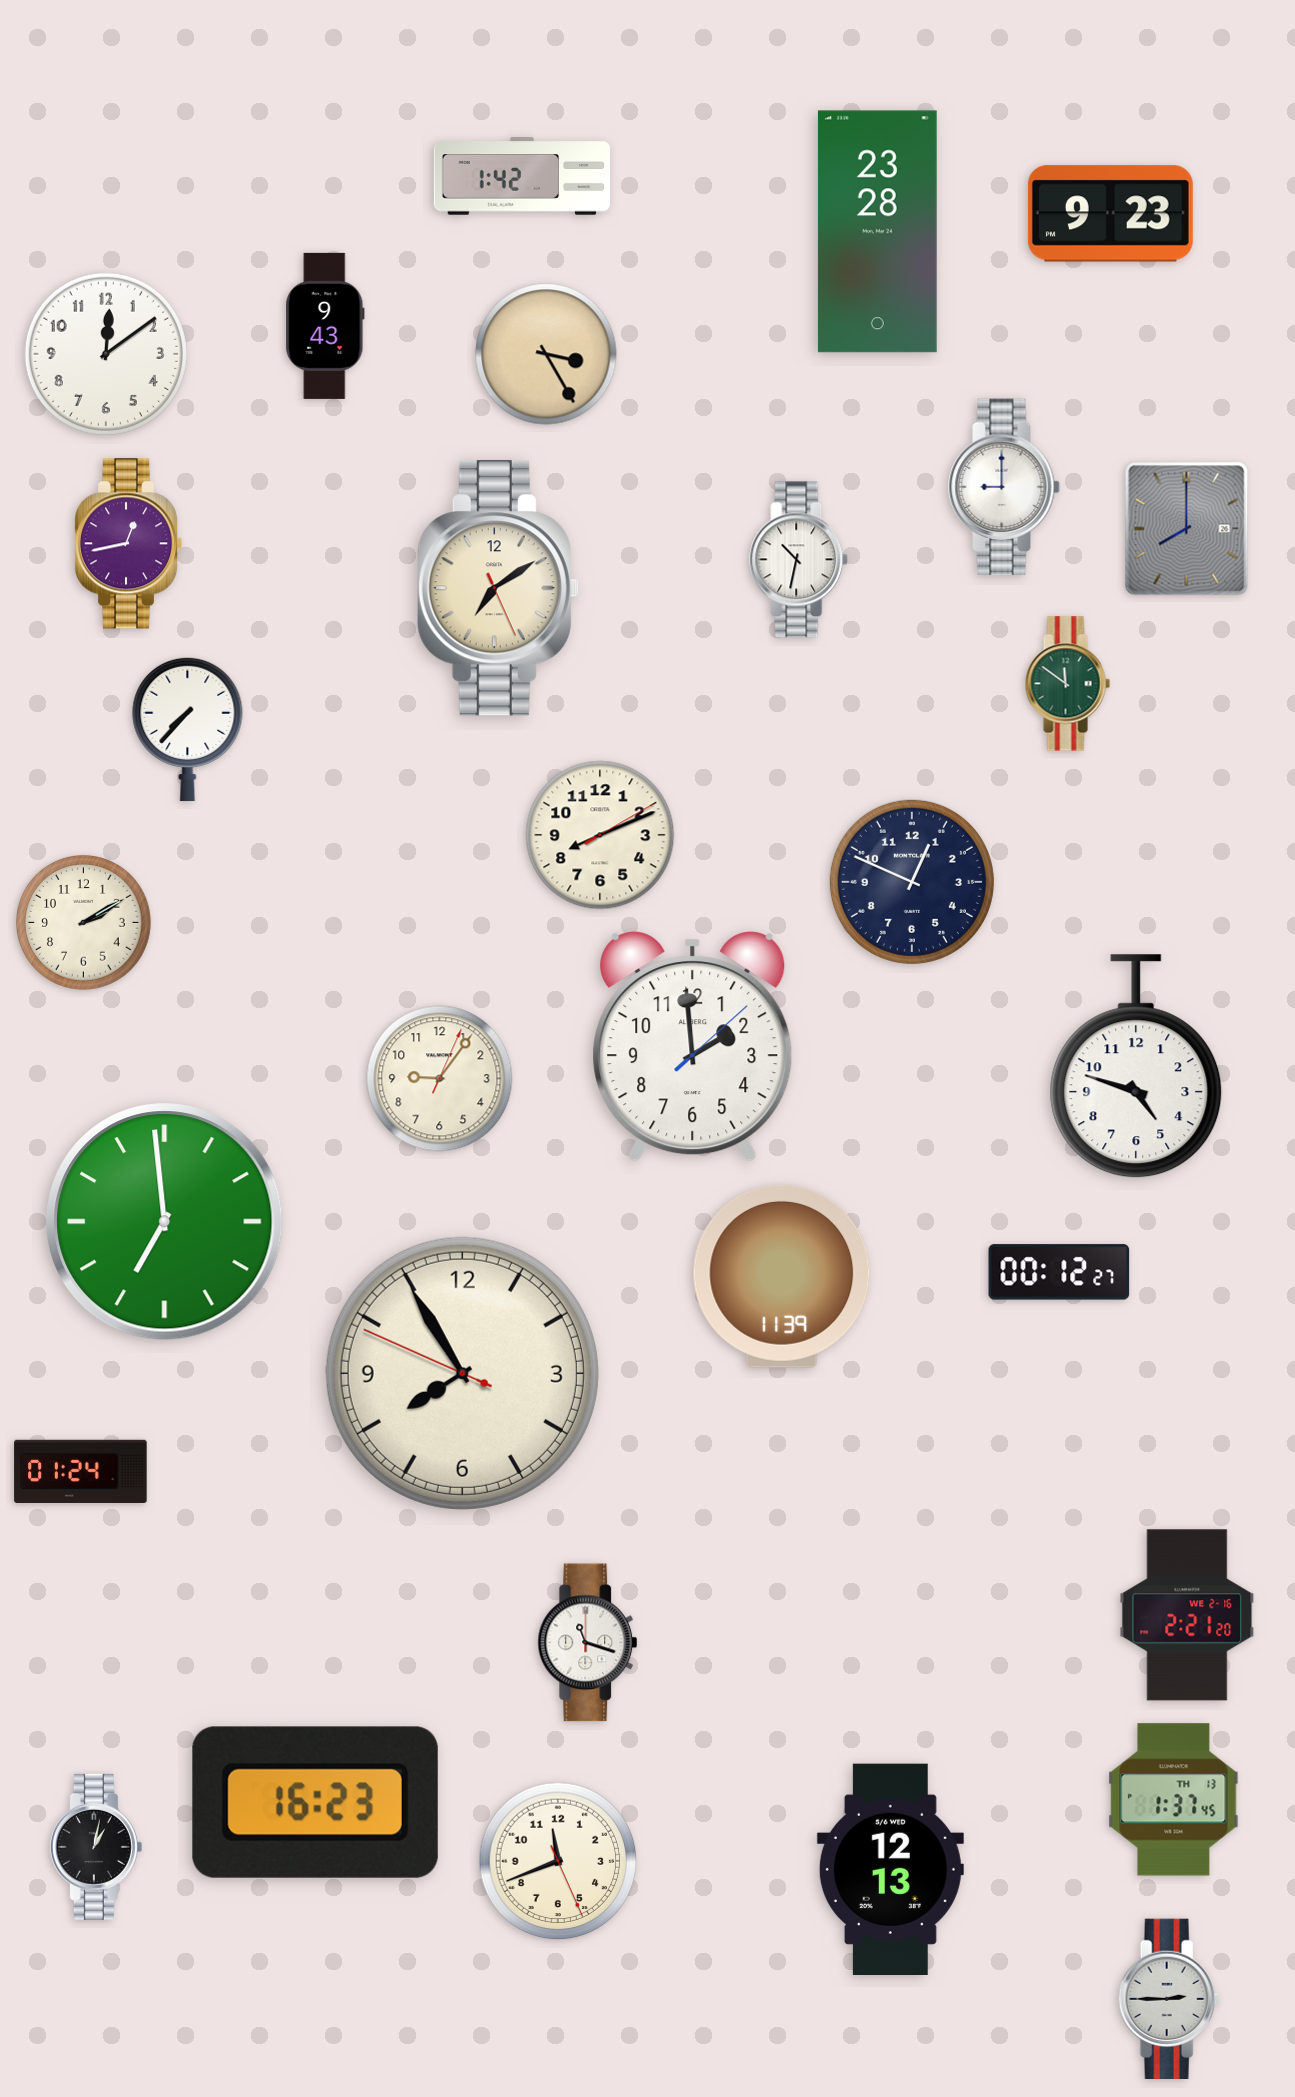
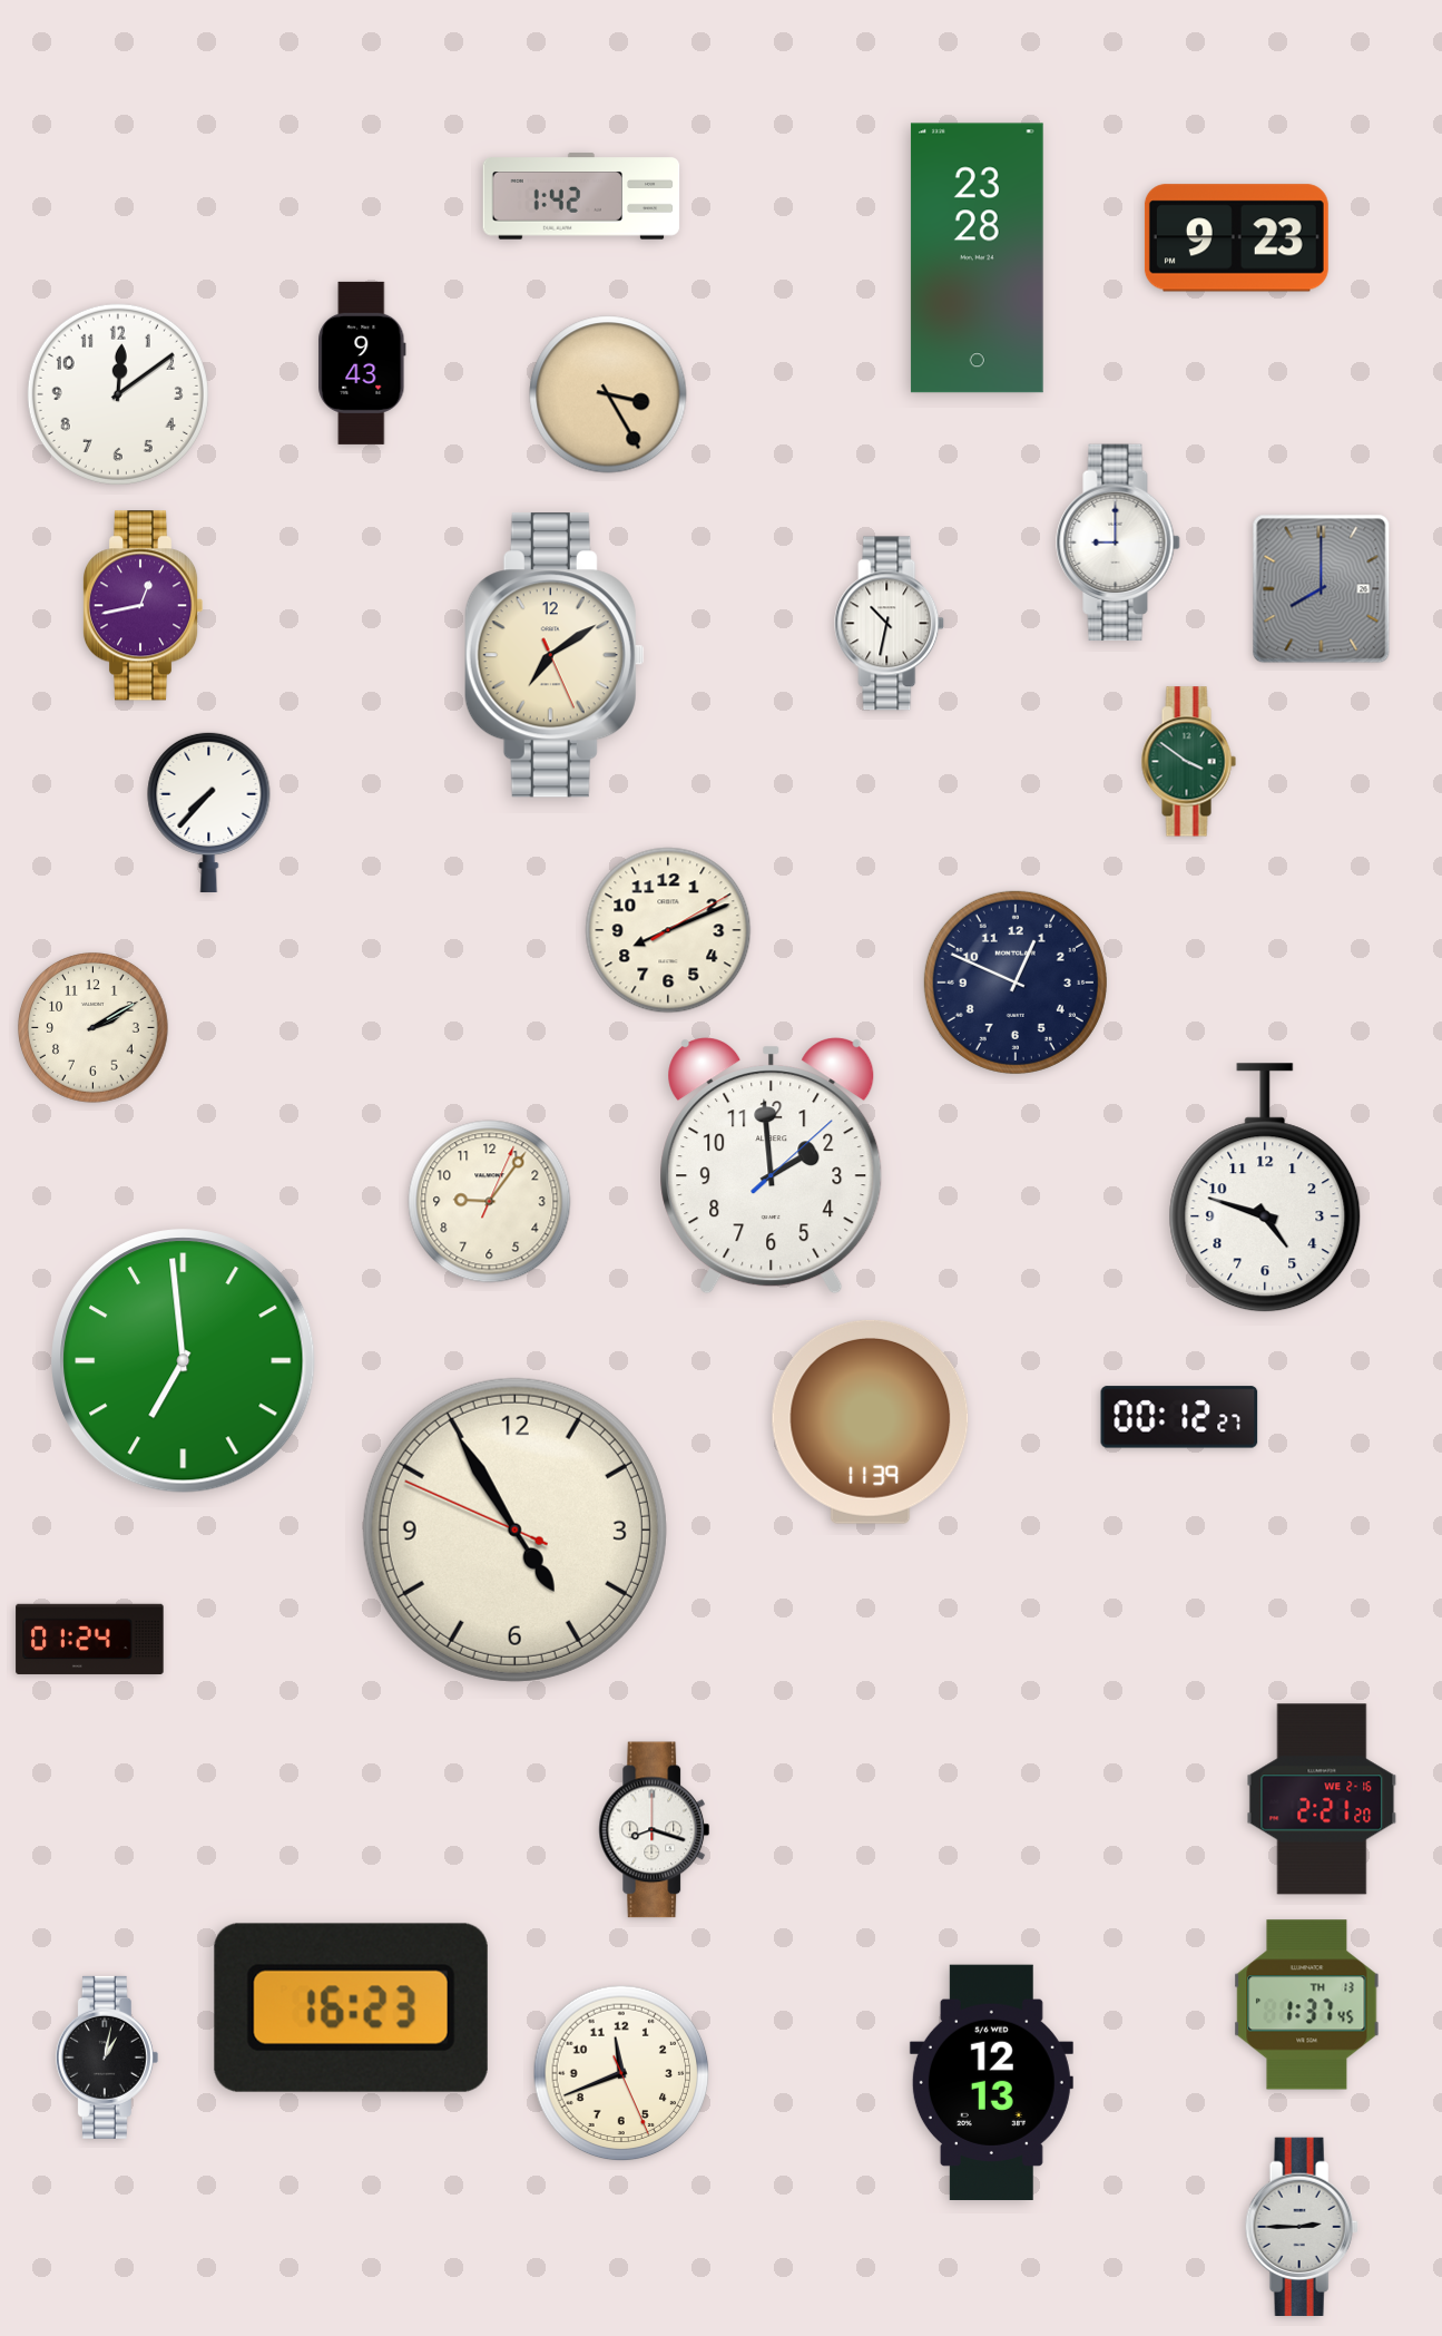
clock at (1067, 684): 11:51 -> 3:51
clock at (462, 1373): 7:54 -> 4:54
clock at (588, 1643): 11:18 -> 8:18
